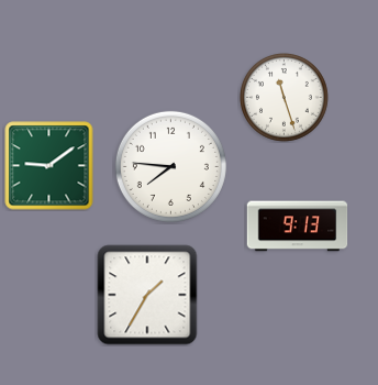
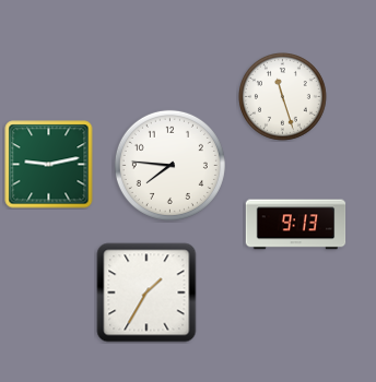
clock at (49, 166): 9:09 -> 9:13
